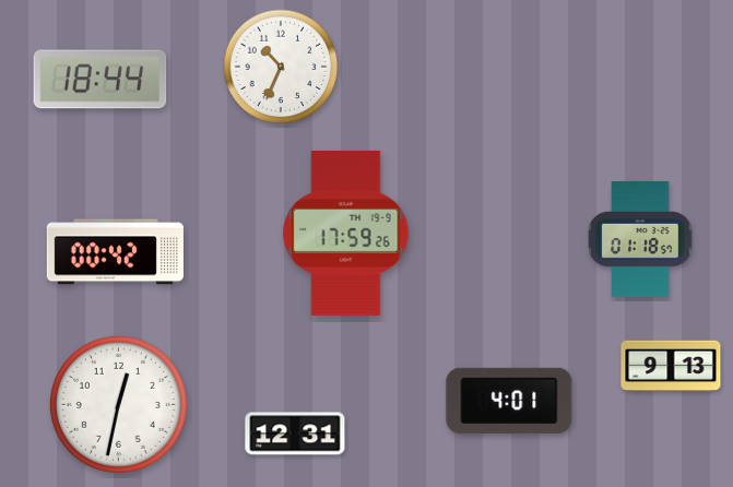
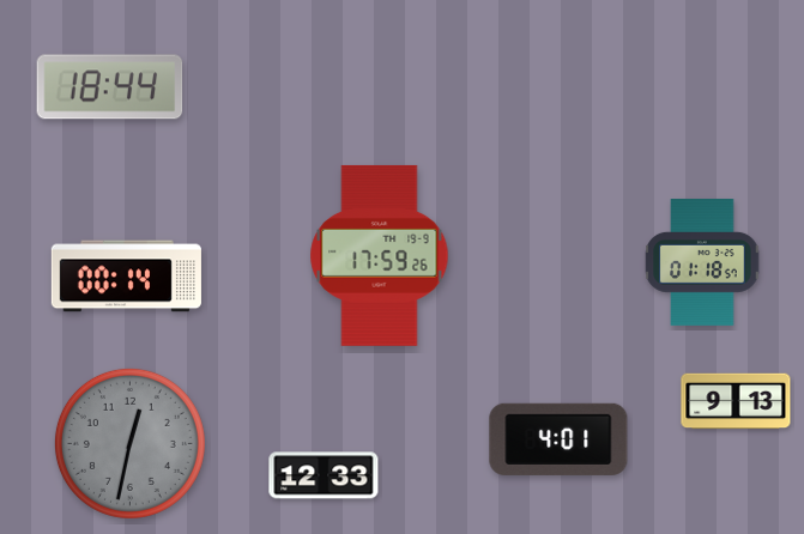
clock at (281, 67): 10:34 -> none
clock at (115, 252): 00:42 -> 00:14
clock at (118, 404) dial: white -> grey
clock at (295, 433): 12:31 -> 12:33
